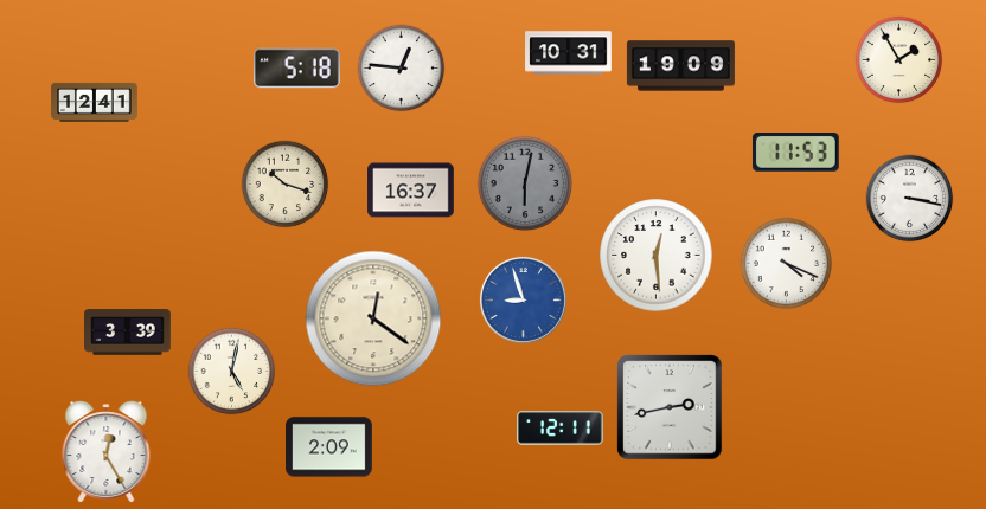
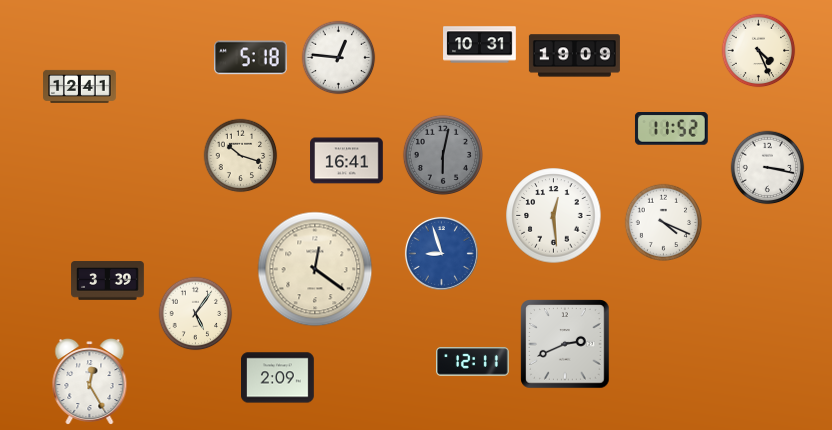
clock at (899, 60): 1:55 -> 4:26
clock at (796, 153): 11:53 -> 11:52
clock at (411, 191): 16:37 -> 16:41
clock at (232, 372): 5:02 -> 5:06
clock at (670, 407): 2:43 -> 2:41
